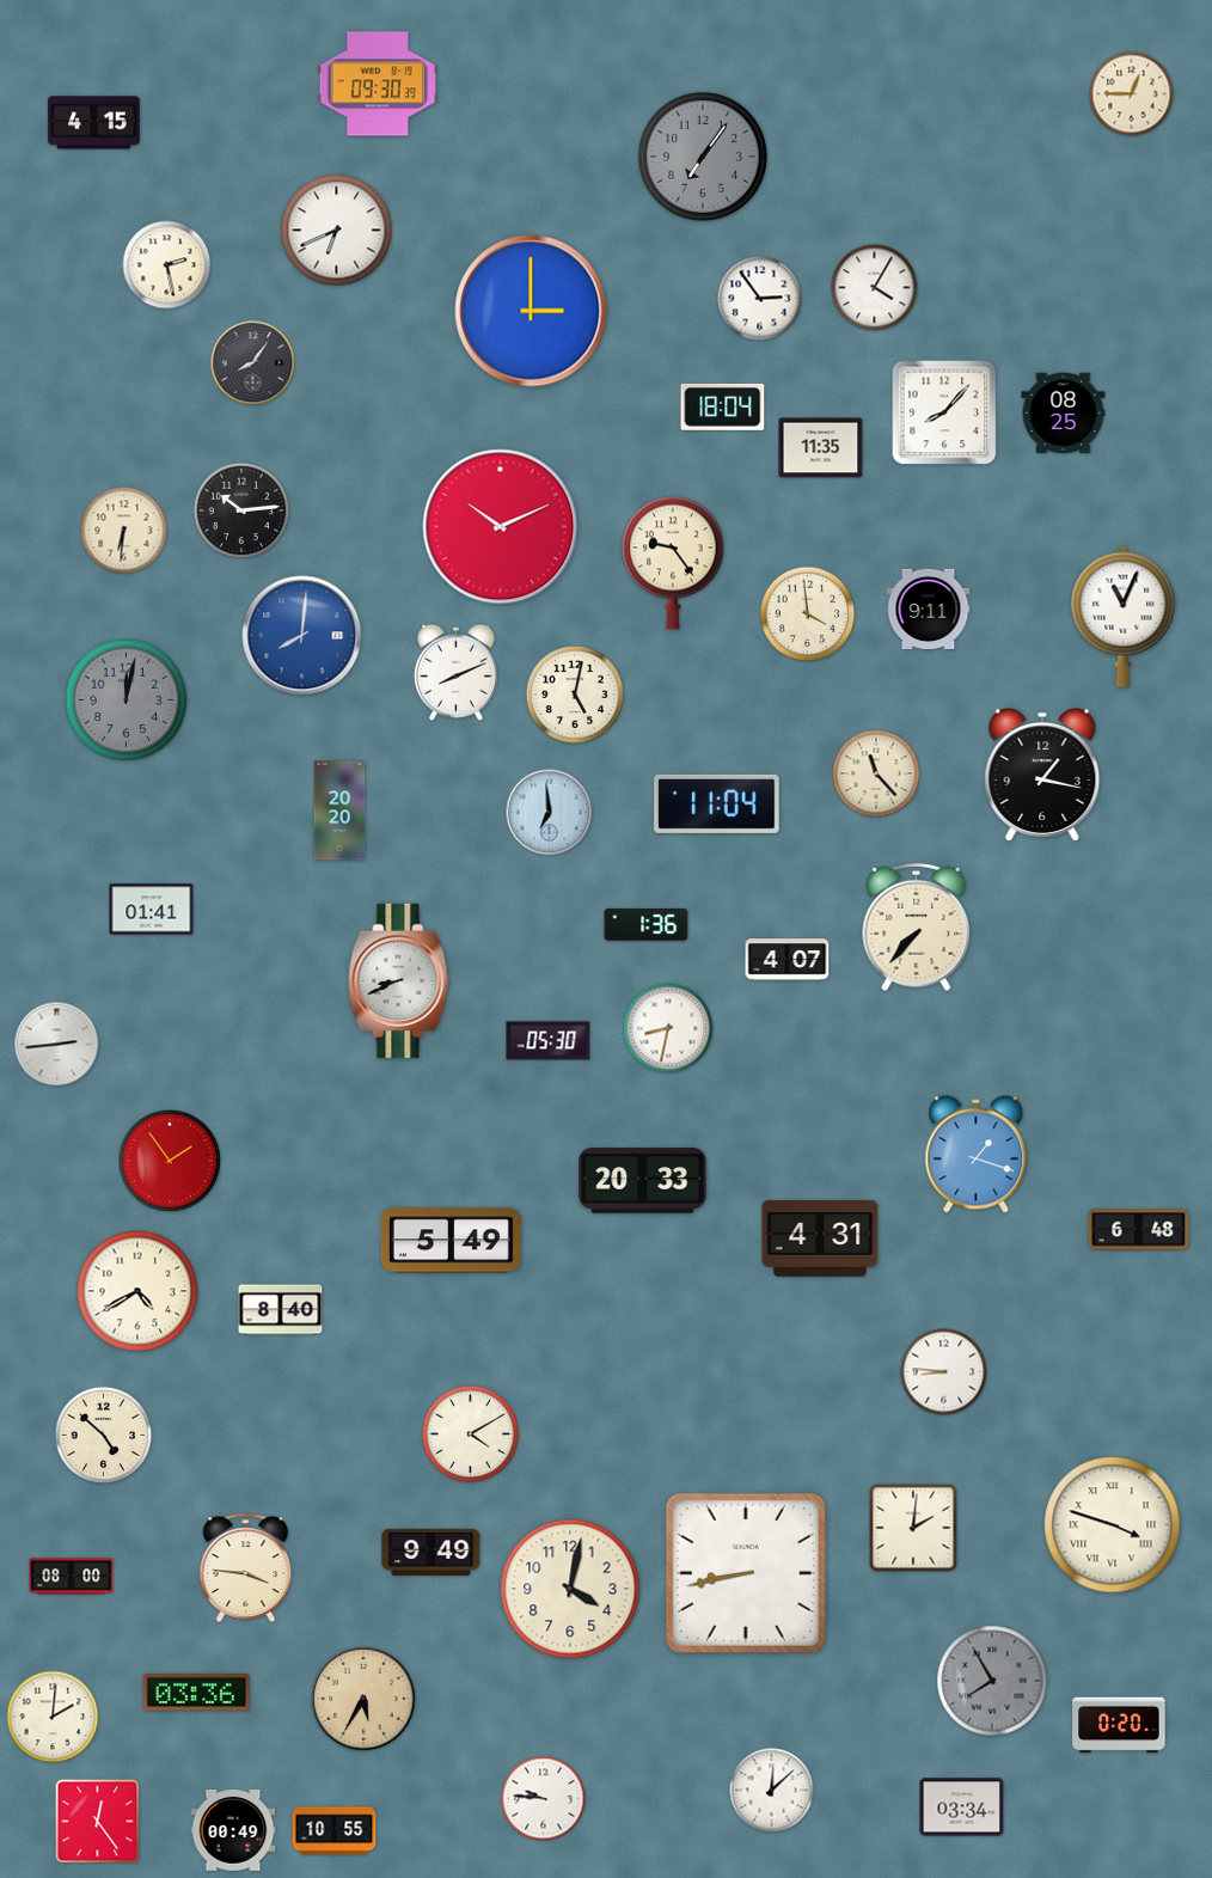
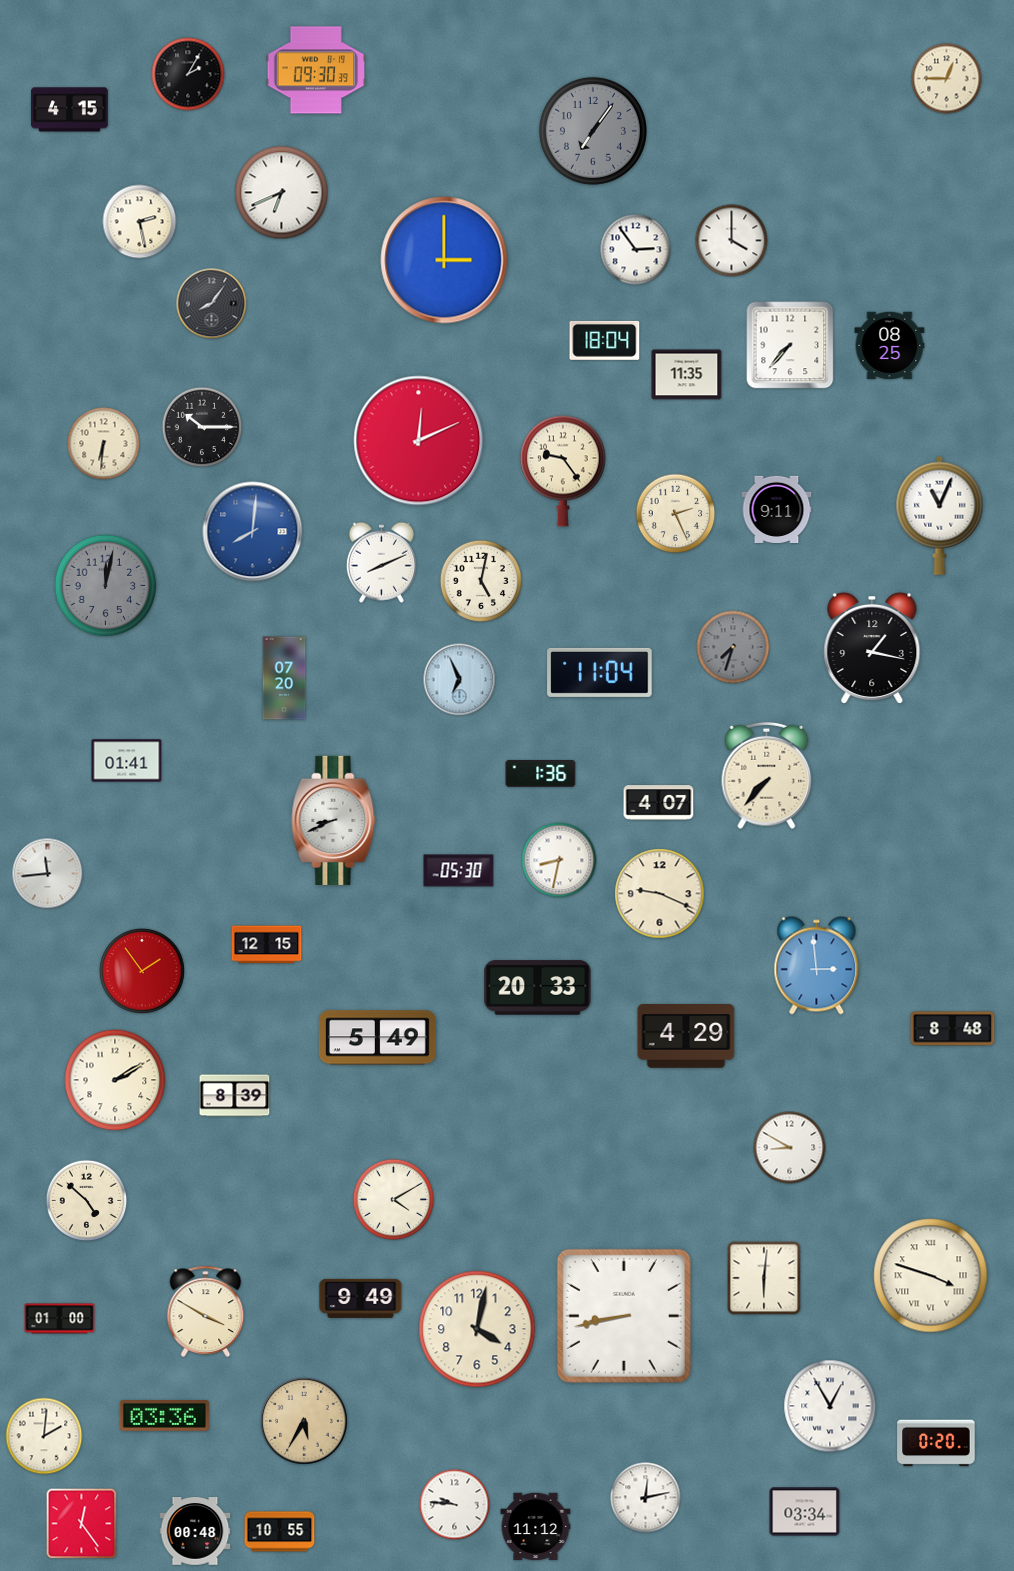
clock at (188, 74): none -> 2:05
clock at (94, 123) position: (94, 123) -> (70, 110)
clock at (703, 157) position: (703, 157) -> (593, 131)
clock at (875, 288): 4:05 -> 4:00
clock at (944, 412): 8:07 -> 7:37
clock at (241, 510): 10:14 -> 10:15
clock at (501, 527): 10:11 -> 12:11
clock at (808, 614): 3:59 -> 2:26
clock at (876, 773): 11:23 -> 7:33
clock at (876, 773) dial: cream -> grey
clock at (339, 810): 20:20 -> 07:20
clock at (550, 813): 6:59 -> 6:56
clock at (57, 1045): 2:44 -> 11:44
clock at (660, 894): none -> 9:19
clock at (267, 945): none -> 12:15
clock at (977, 1155): 1:18 -> 2:59
clock at (1139, 1230): 6:48 -> 8:48
clock at (820, 1240): 4:31 -> 4:29
clock at (137, 1291): 4:40 -> 2:10
clock at (281, 1310): 8:40 -> 8:39
clock at (944, 1372): 8:46 -> 8:50
clock at (913, 1528): 2:01 -> 6:01
clock at (246, 1567): 3:46 -> 3:50
clock at (72, 1577): 08:00 -> 01:00
clock at (992, 1681): 7:55 -> 12:55
clock at (992, 1681) dial: grey -> white
clock at (772, 1791): 12:08 -> 12:13
clock at (536, 1527): none -> 11:12
clock at (233, 1830): 00:49 -> 00:48
